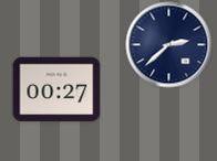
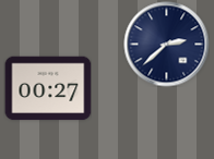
clock at (56, 89) position: (56, 89) -> (48, 88)
